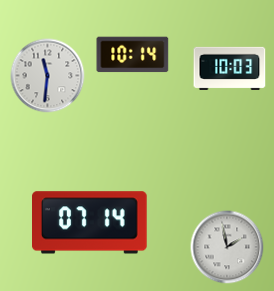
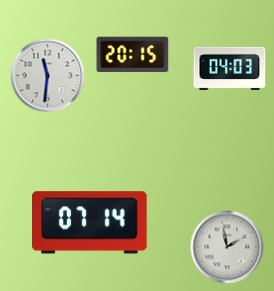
clock at (133, 55): 10:14 -> 20:15
clock at (230, 68): 10:03 -> 04:03
